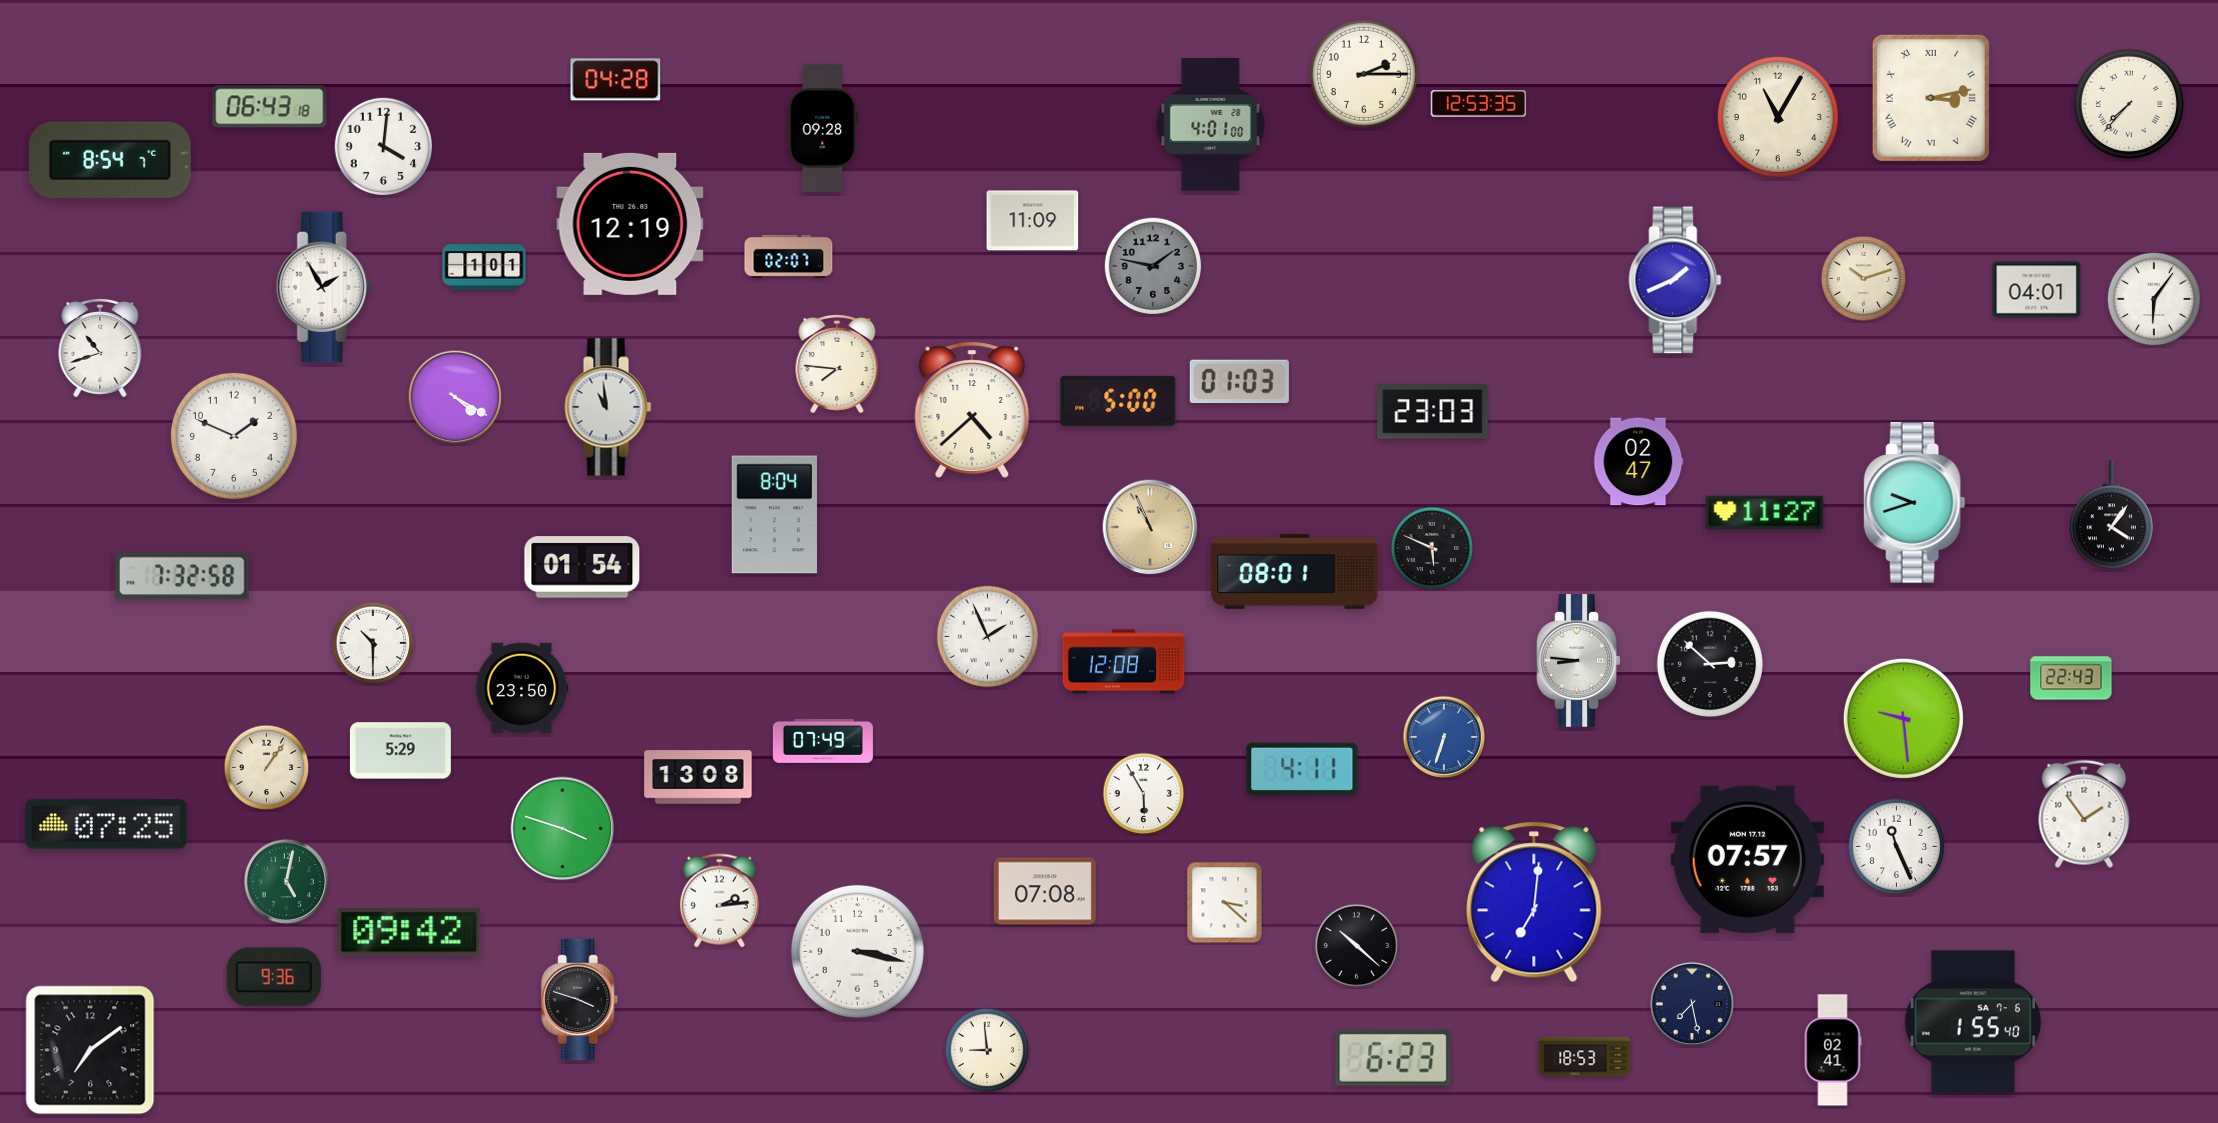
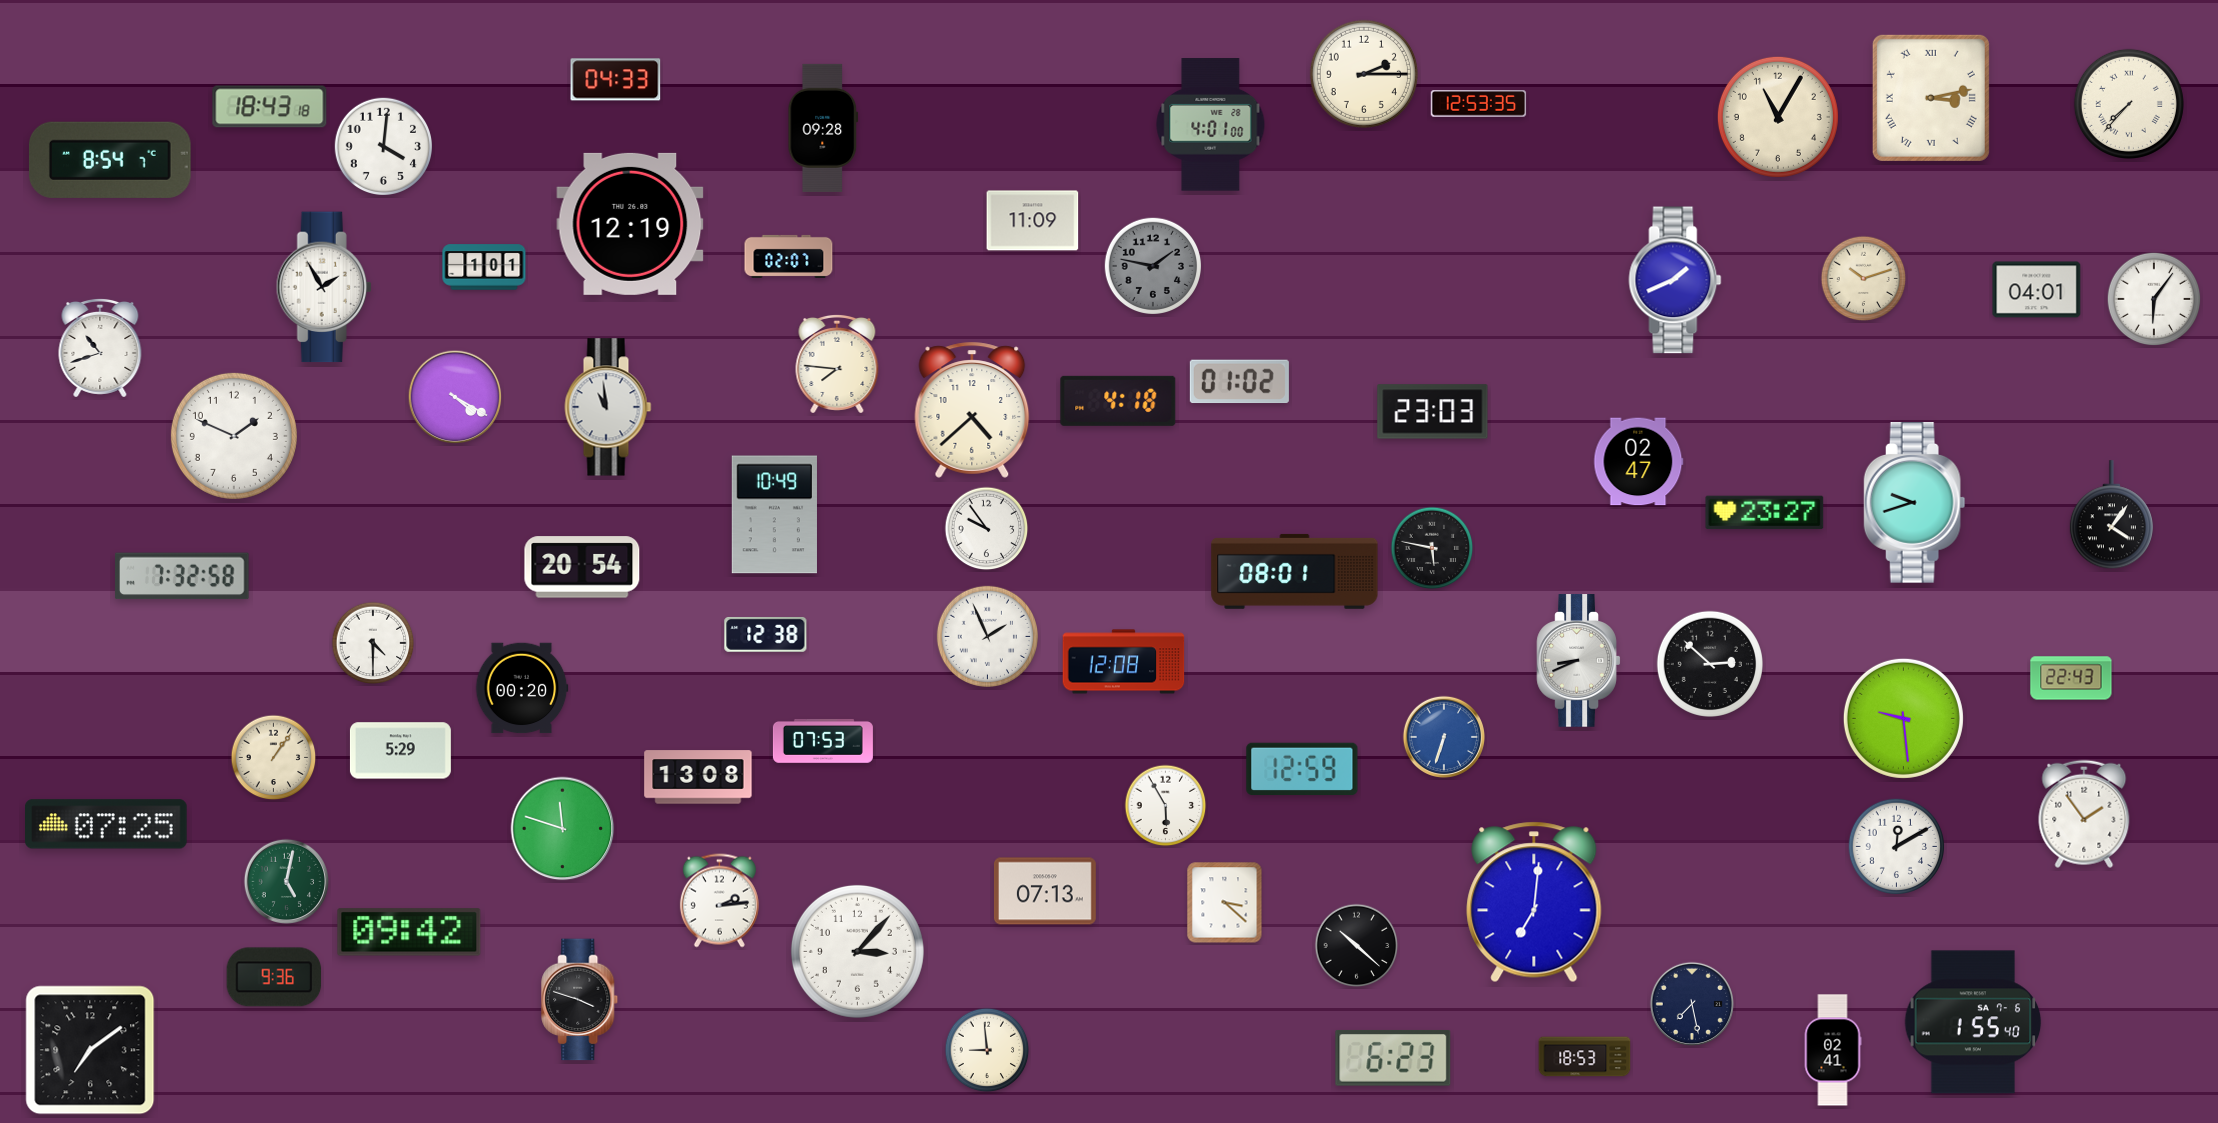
clock at (616, 80): 04:28 -> 04:33
clock at (270, 107): 06:43 -> 18:43
clock at (1239, 382): 01:03 -> 01:02
clock at (1118, 401): 5:00 -> 4:18
clock at (1765, 513): 11:27 -> 23:27
clock at (774, 515): 8:04 -> 10:49
clock at (1150, 527): 10:56 -> none
clock at (987, 529): none -> 9:54
clock at (1432, 548): 5:49 -> 5:47
clock at (582, 567): 01:54 -> 20:54
clock at (766, 634): none -> 12:38
clock at (373, 643): 10:30 -> 4:30
clock at (1579, 661): 8:46 -> 8:41
clock at (522, 688): 23:50 -> 00:20
clock at (823, 741): 07:49 -> 07:53
clock at (267, 768) position: (267, 768) -> (274, 758)
clock at (1302, 769): 4:11 -> 12:59
clock at (1144, 794) position: (1144, 794) -> (1166, 806)
clock at (563, 829): 3:48 -> 11:48
clock at (1897, 847): 11:26 -> 12:10
clock at (1747, 859): 07:57 -> none
clock at (1045, 891): 07:08 -> 07:13
clock at (857, 951): 3:17 -> 3:07
